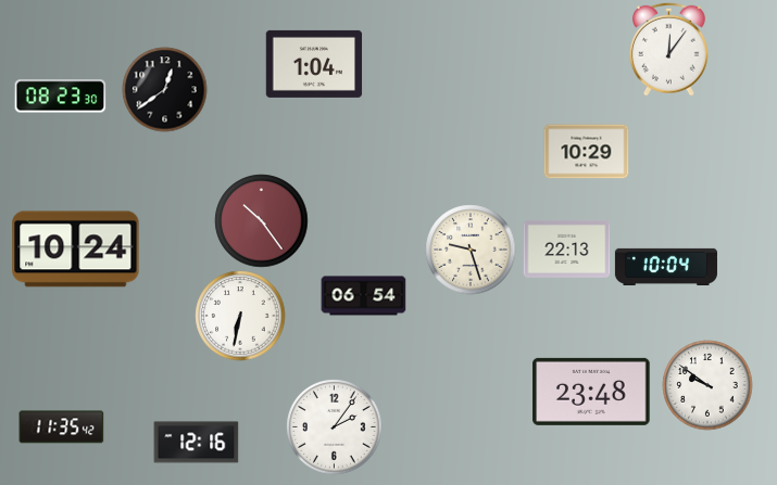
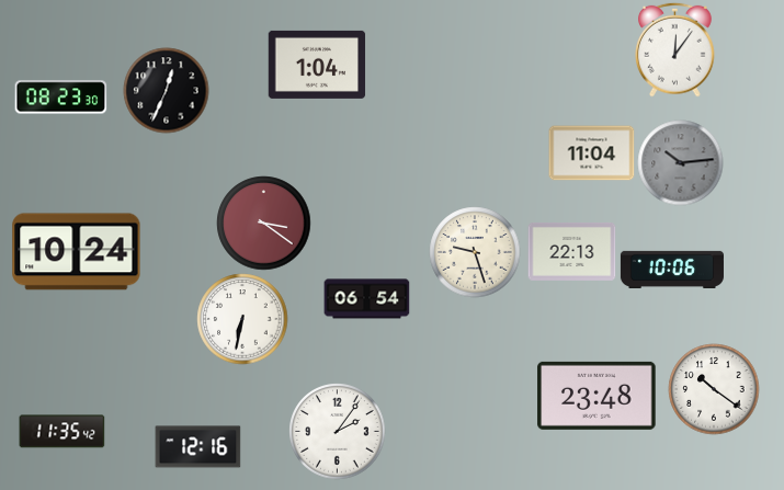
clock at (164, 89): 12:39 -> 12:34
clock at (586, 152): 10:29 -> 11:04
clock at (680, 162): none -> 10:14
clock at (261, 220): 10:24 -> 3:21
clock at (666, 266): 10:04 -> 10:06
clock at (707, 385): 9:51 -> 10:21
